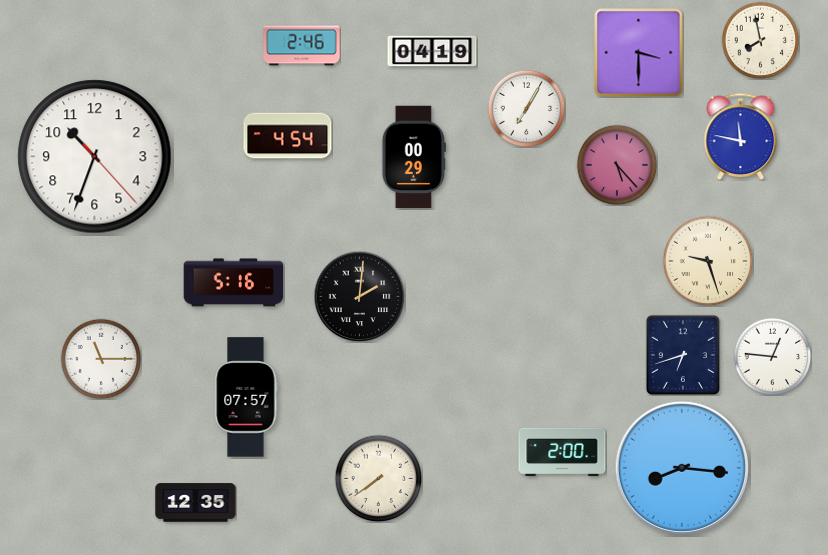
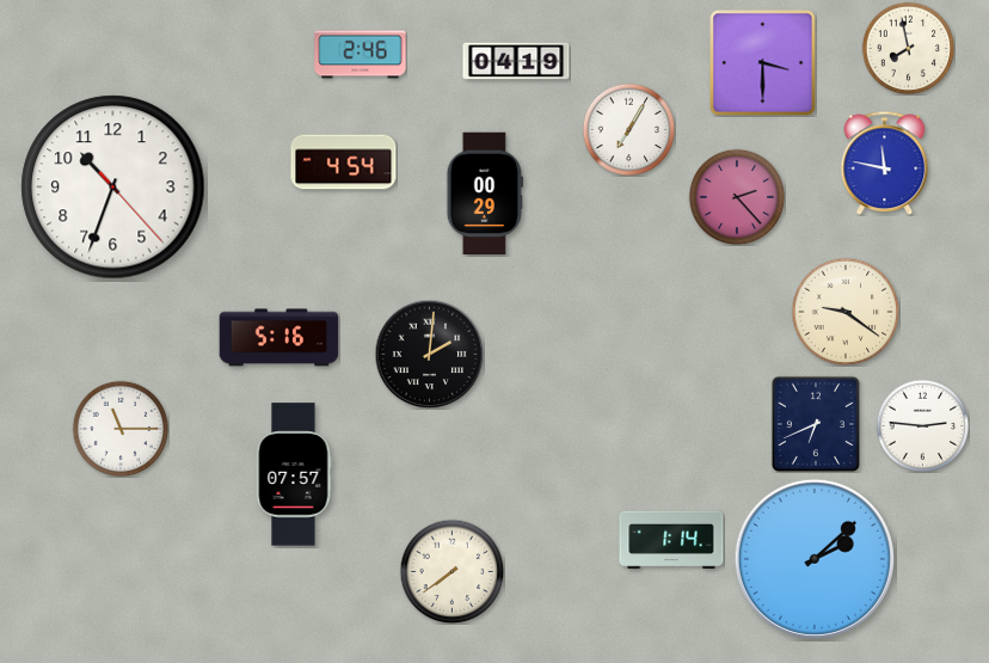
clock at (414, 157) position: (414, 157) -> (485, 194)
clock at (617, 165): 5:23 -> 2:23
clock at (708, 261): 9:27 -> 9:21
clock at (683, 355): 6:42 -> 6:41
clock at (772, 356): 12:46 -> 2:46
clock at (562, 452): 2:00 -> 1:14
clock at (682, 468): 8:16 -> 2:08
clock at (196, 503): 12:35 -> none
